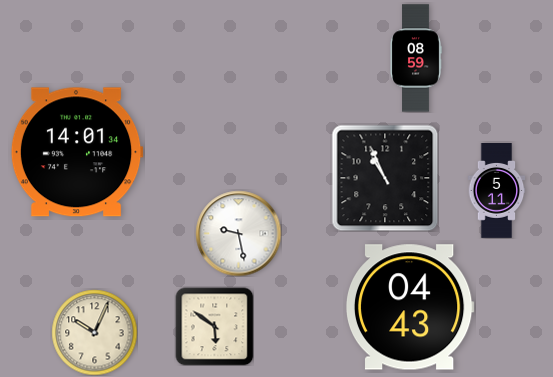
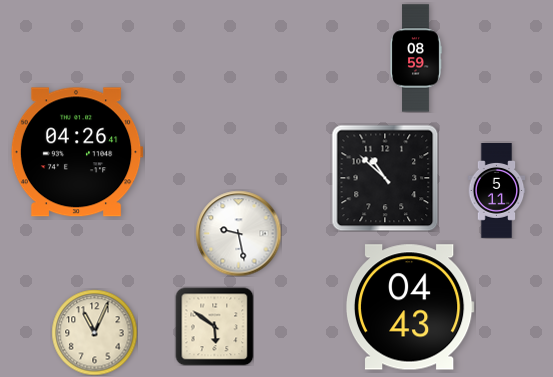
clock at (77, 152): 14:01 -> 04:26
clock at (385, 178): 10:56 -> 10:52
clock at (94, 332): 10:04 -> 11:04
